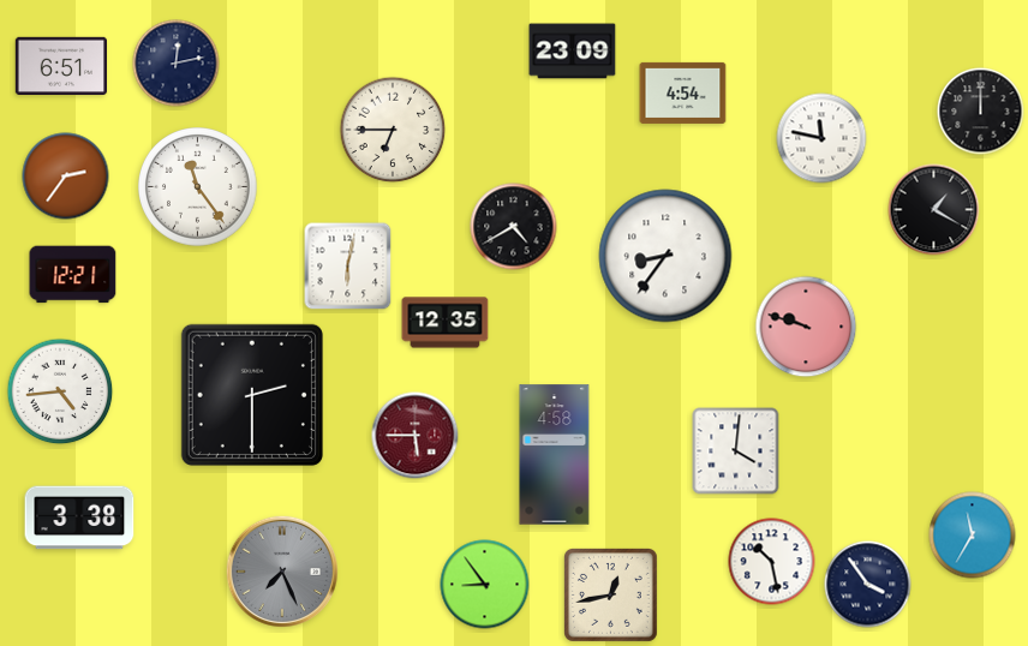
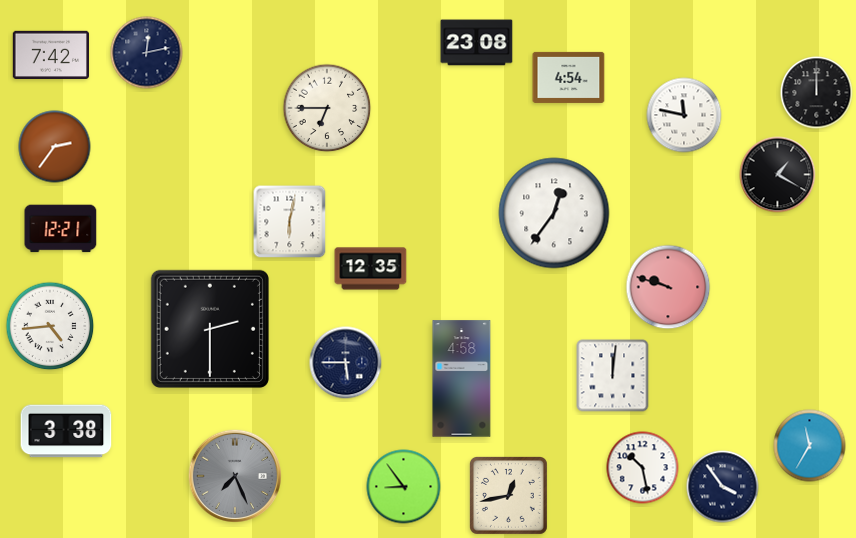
clock at (573, 52): 23:09 -> 23:08
clock at (61, 65): 6:51 -> 7:42
clock at (198, 187): 11:24 -> none
clock at (514, 227): 4:40 -> none
clock at (665, 256): 8:36 -> 12:36
clock at (806, 327) position: (806, 327) -> (668, 287)
clock at (416, 436) dial: burgundy -> navy
clock at (736, 451): 4:01 -> 12:01
